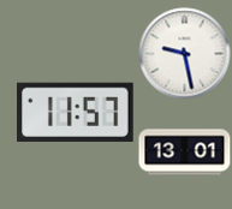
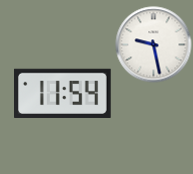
clock at (76, 112): 11:57 -> 11:54
clock at (185, 153): 13:01 -> none
